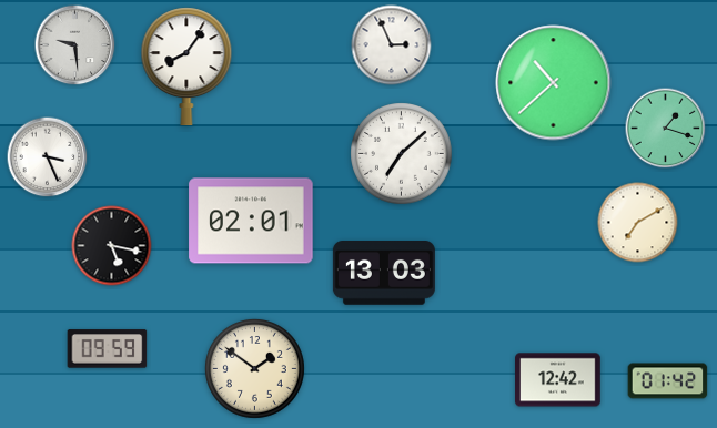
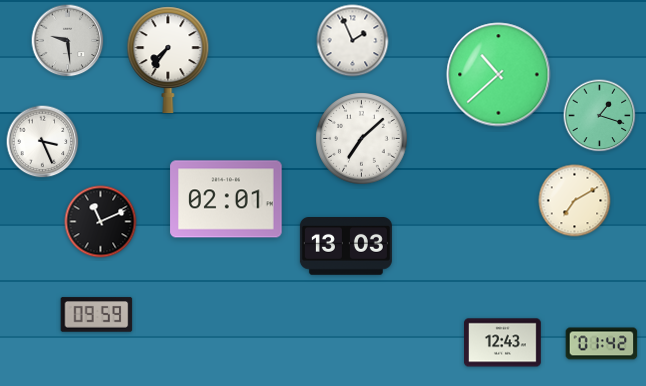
clock at (392, 45): 2:56 -> 1:56
clock at (186, 67): 8:06 -> 7:36
clock at (112, 246): 5:17 -> 11:11
clock at (254, 368): 1:51 -> none
clock at (558, 380): 12:42 -> 12:43
